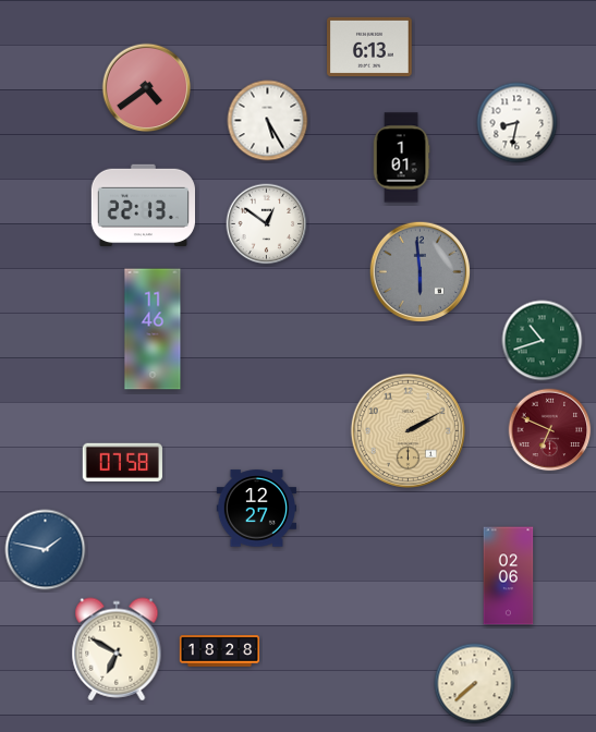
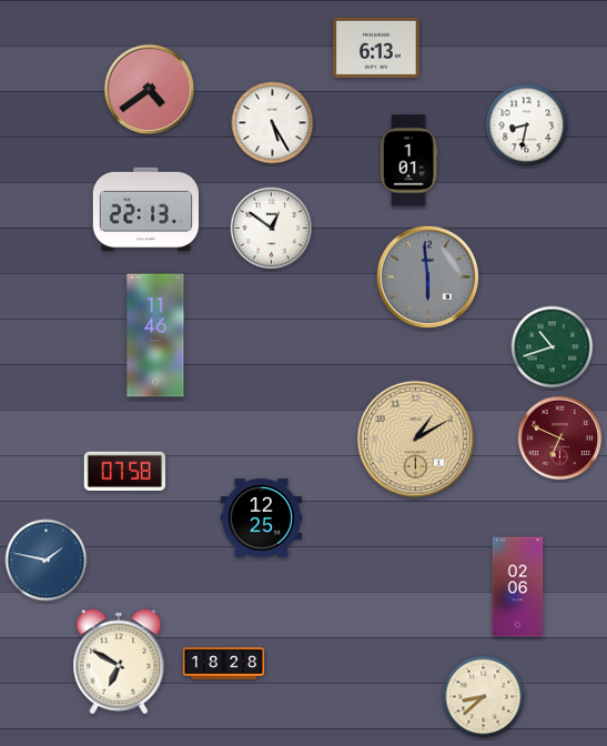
clock at (408, 430): 2:10 -> 1:10
clock at (257, 509): 12:27 -> 12:25
clock at (475, 684): 7:38 -> 8:38
